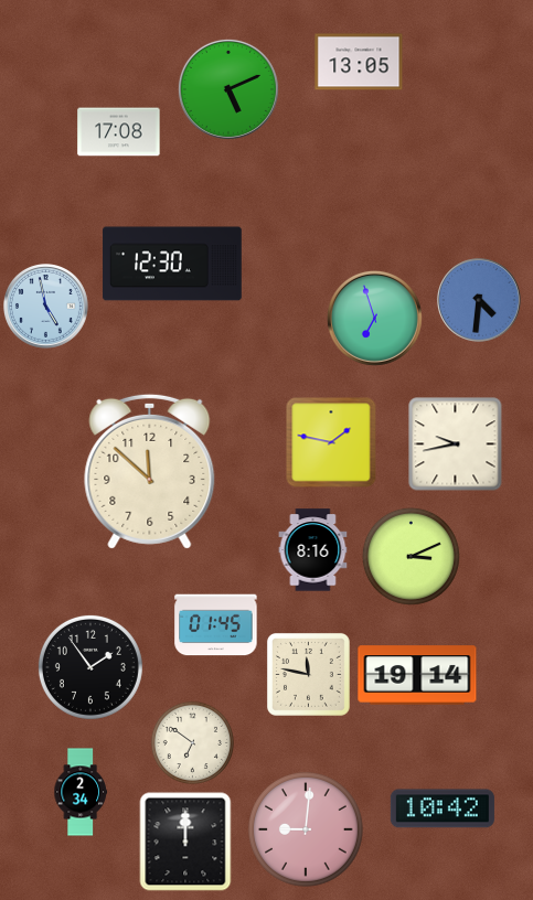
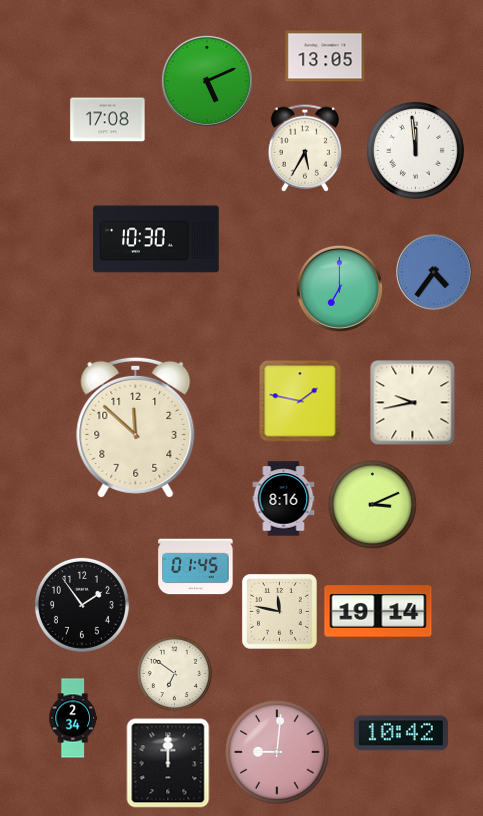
clock at (304, 148): none -> 5:35
clock at (415, 150): none -> 11:59
clock at (172, 264): 12:30 -> 10:30
clock at (480, 301): 4:31 -> 4:36
clock at (46, 307): 4:58 -> none
clock at (374, 318): 6:57 -> 7:00
